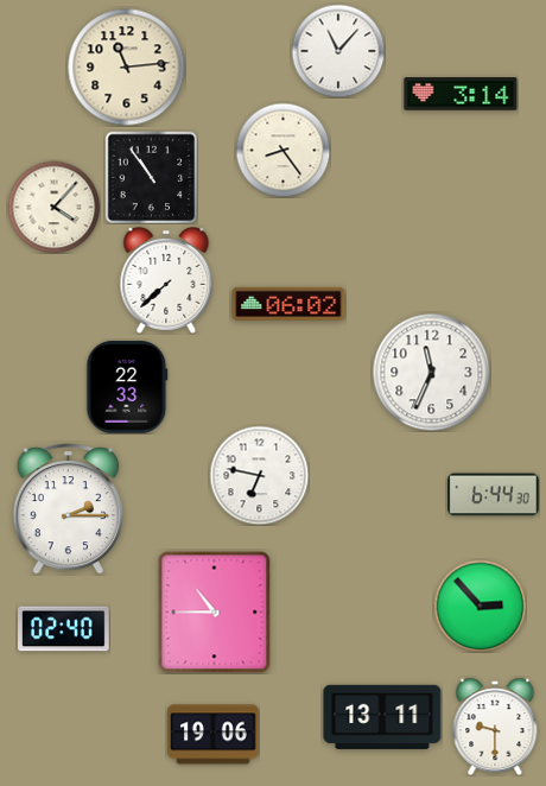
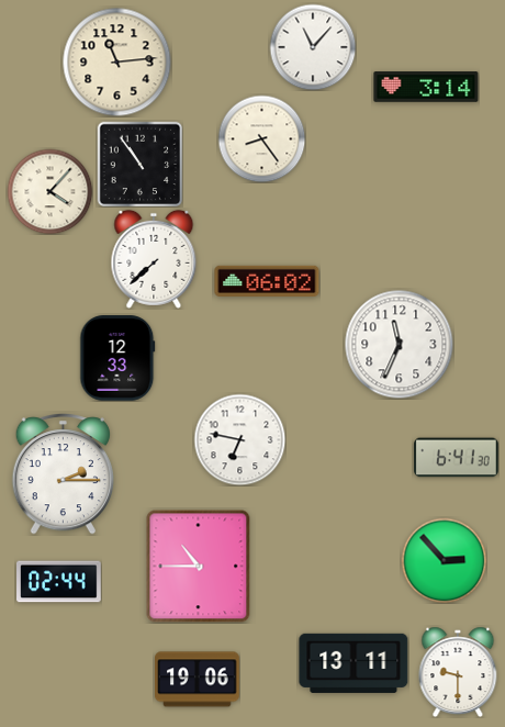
clock at (127, 387): 22:33 -> 12:33
clock at (494, 495): 6:44 -> 6:41
clock at (68, 509) position: (68, 509) -> (63, 474)
clock at (64, 629): 02:40 -> 02:44
